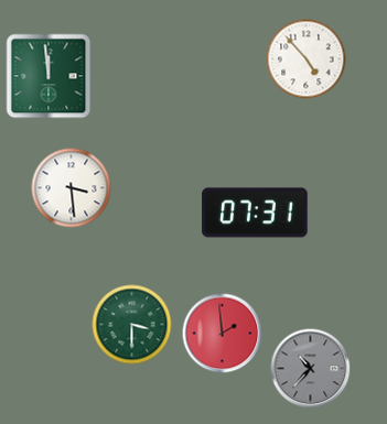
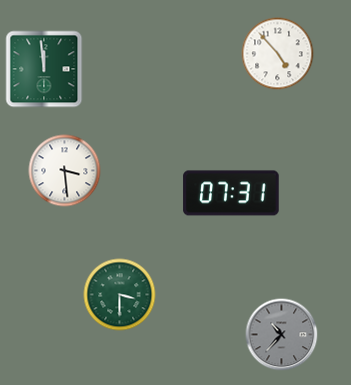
clock at (223, 334): 1:59 -> none
